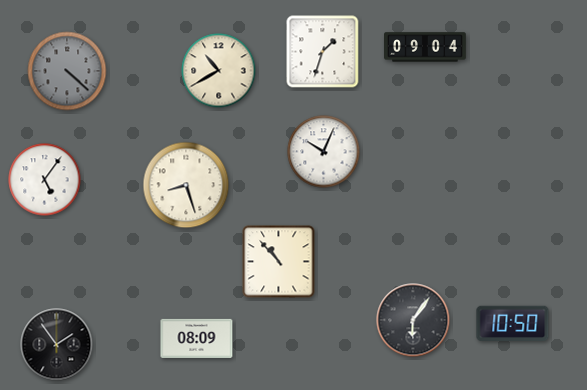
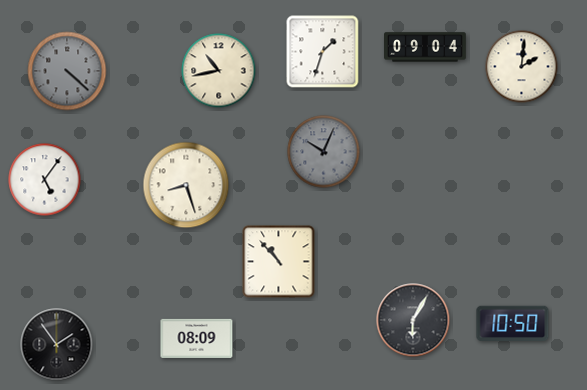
clock at (522, 67): none -> 2:01
clock at (219, 71): 10:40 -> 10:43
clock at (324, 152) dial: white -> grey
clock at (413, 320): 6:06 -> 6:05
